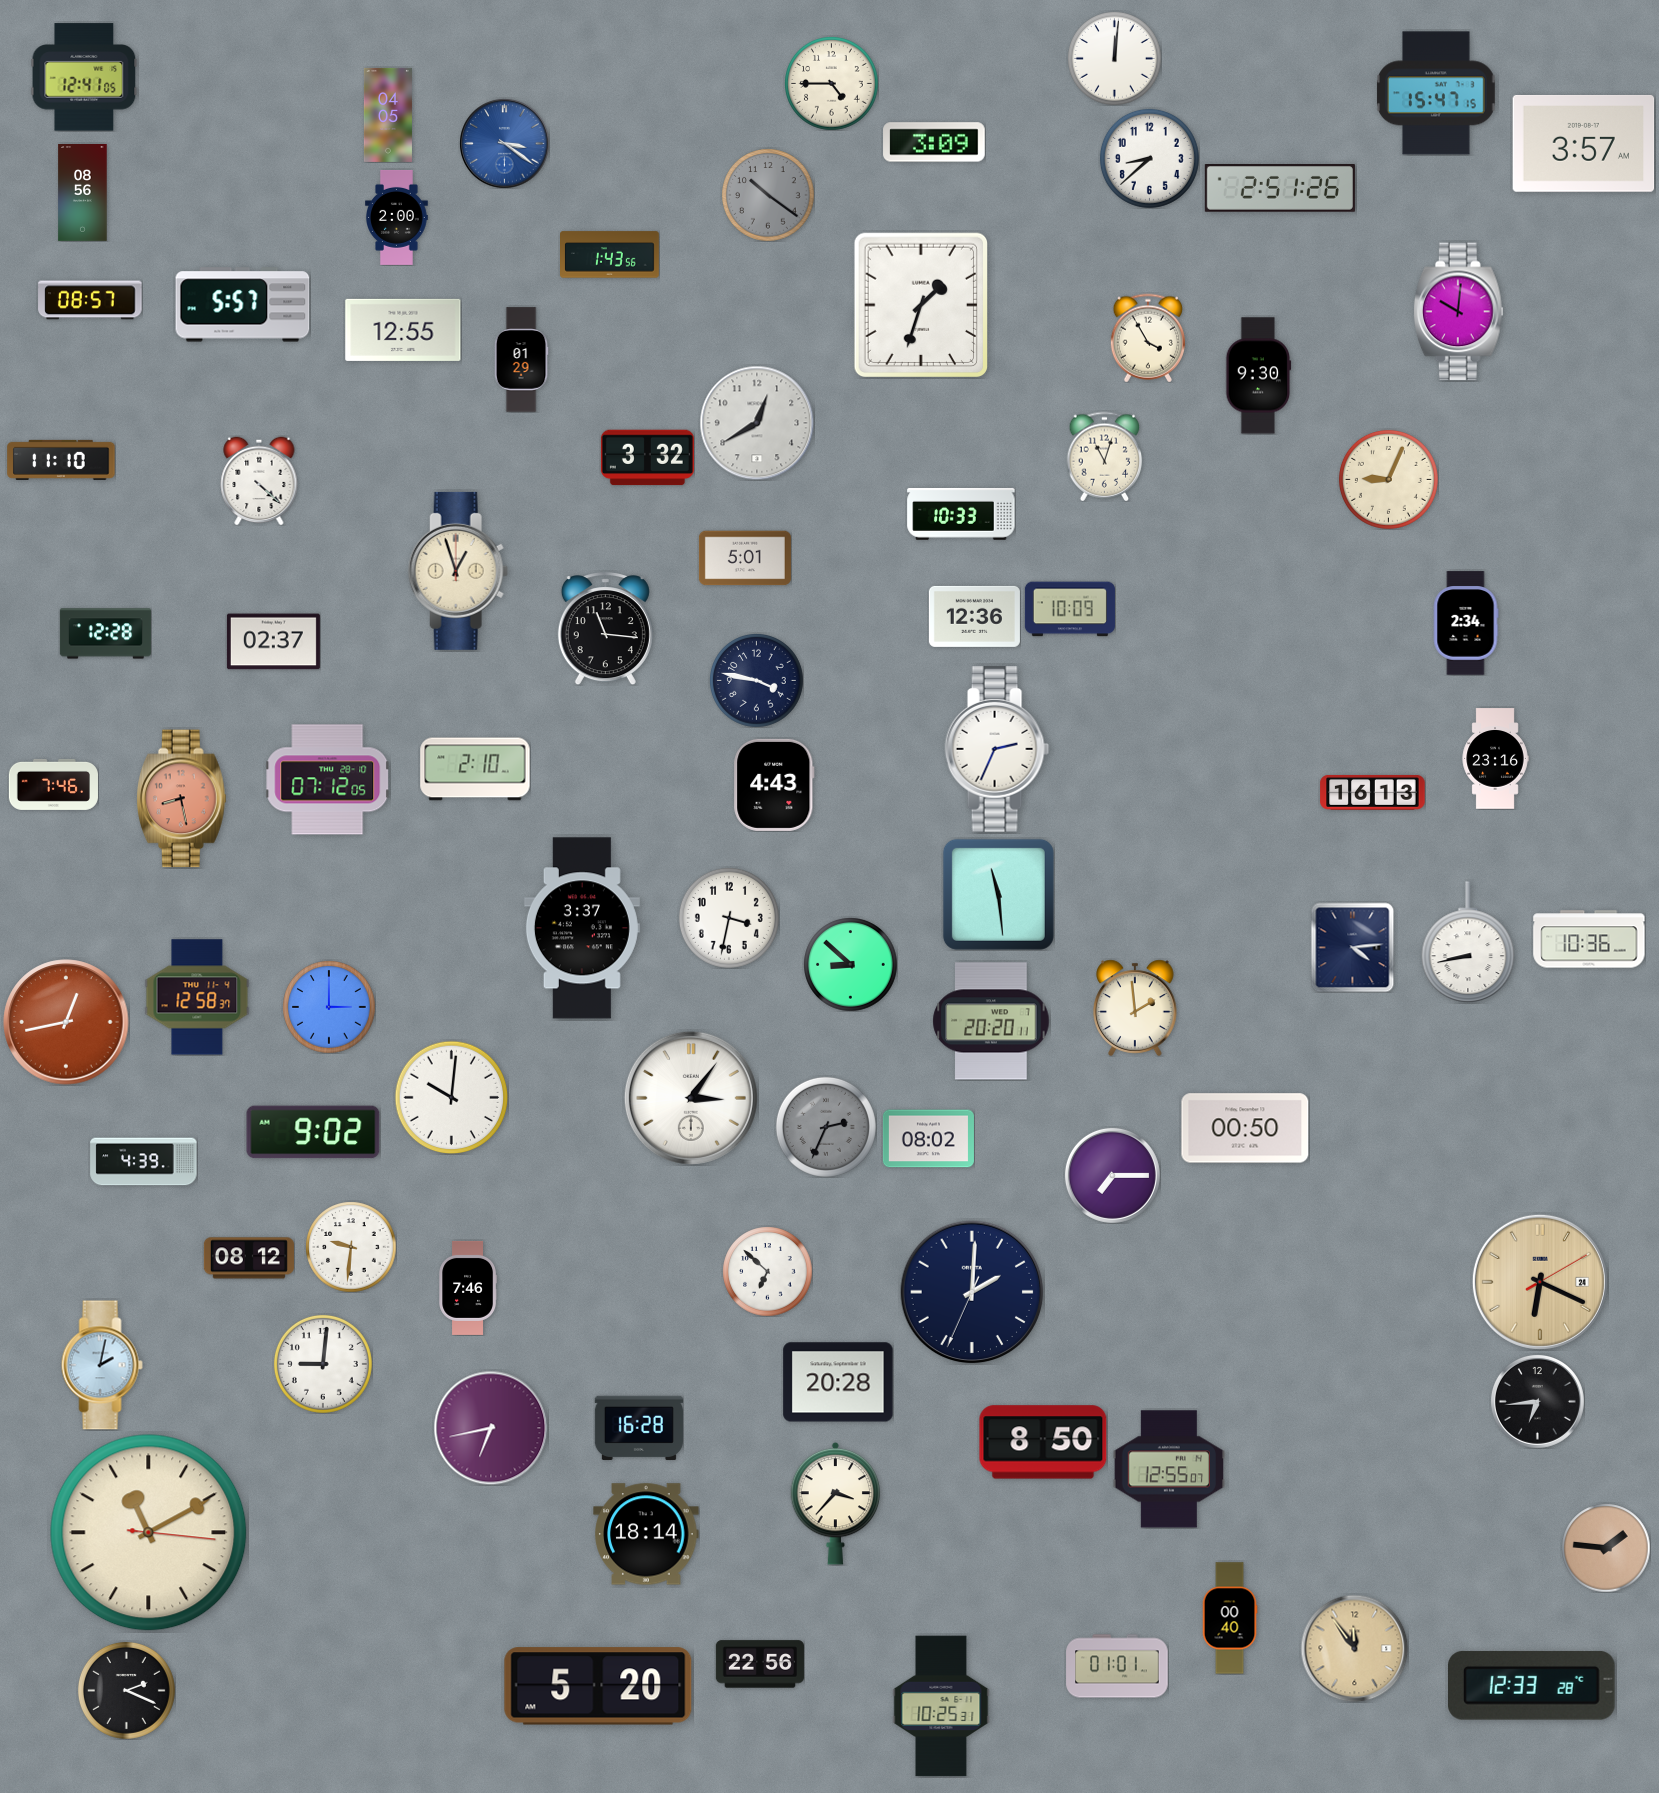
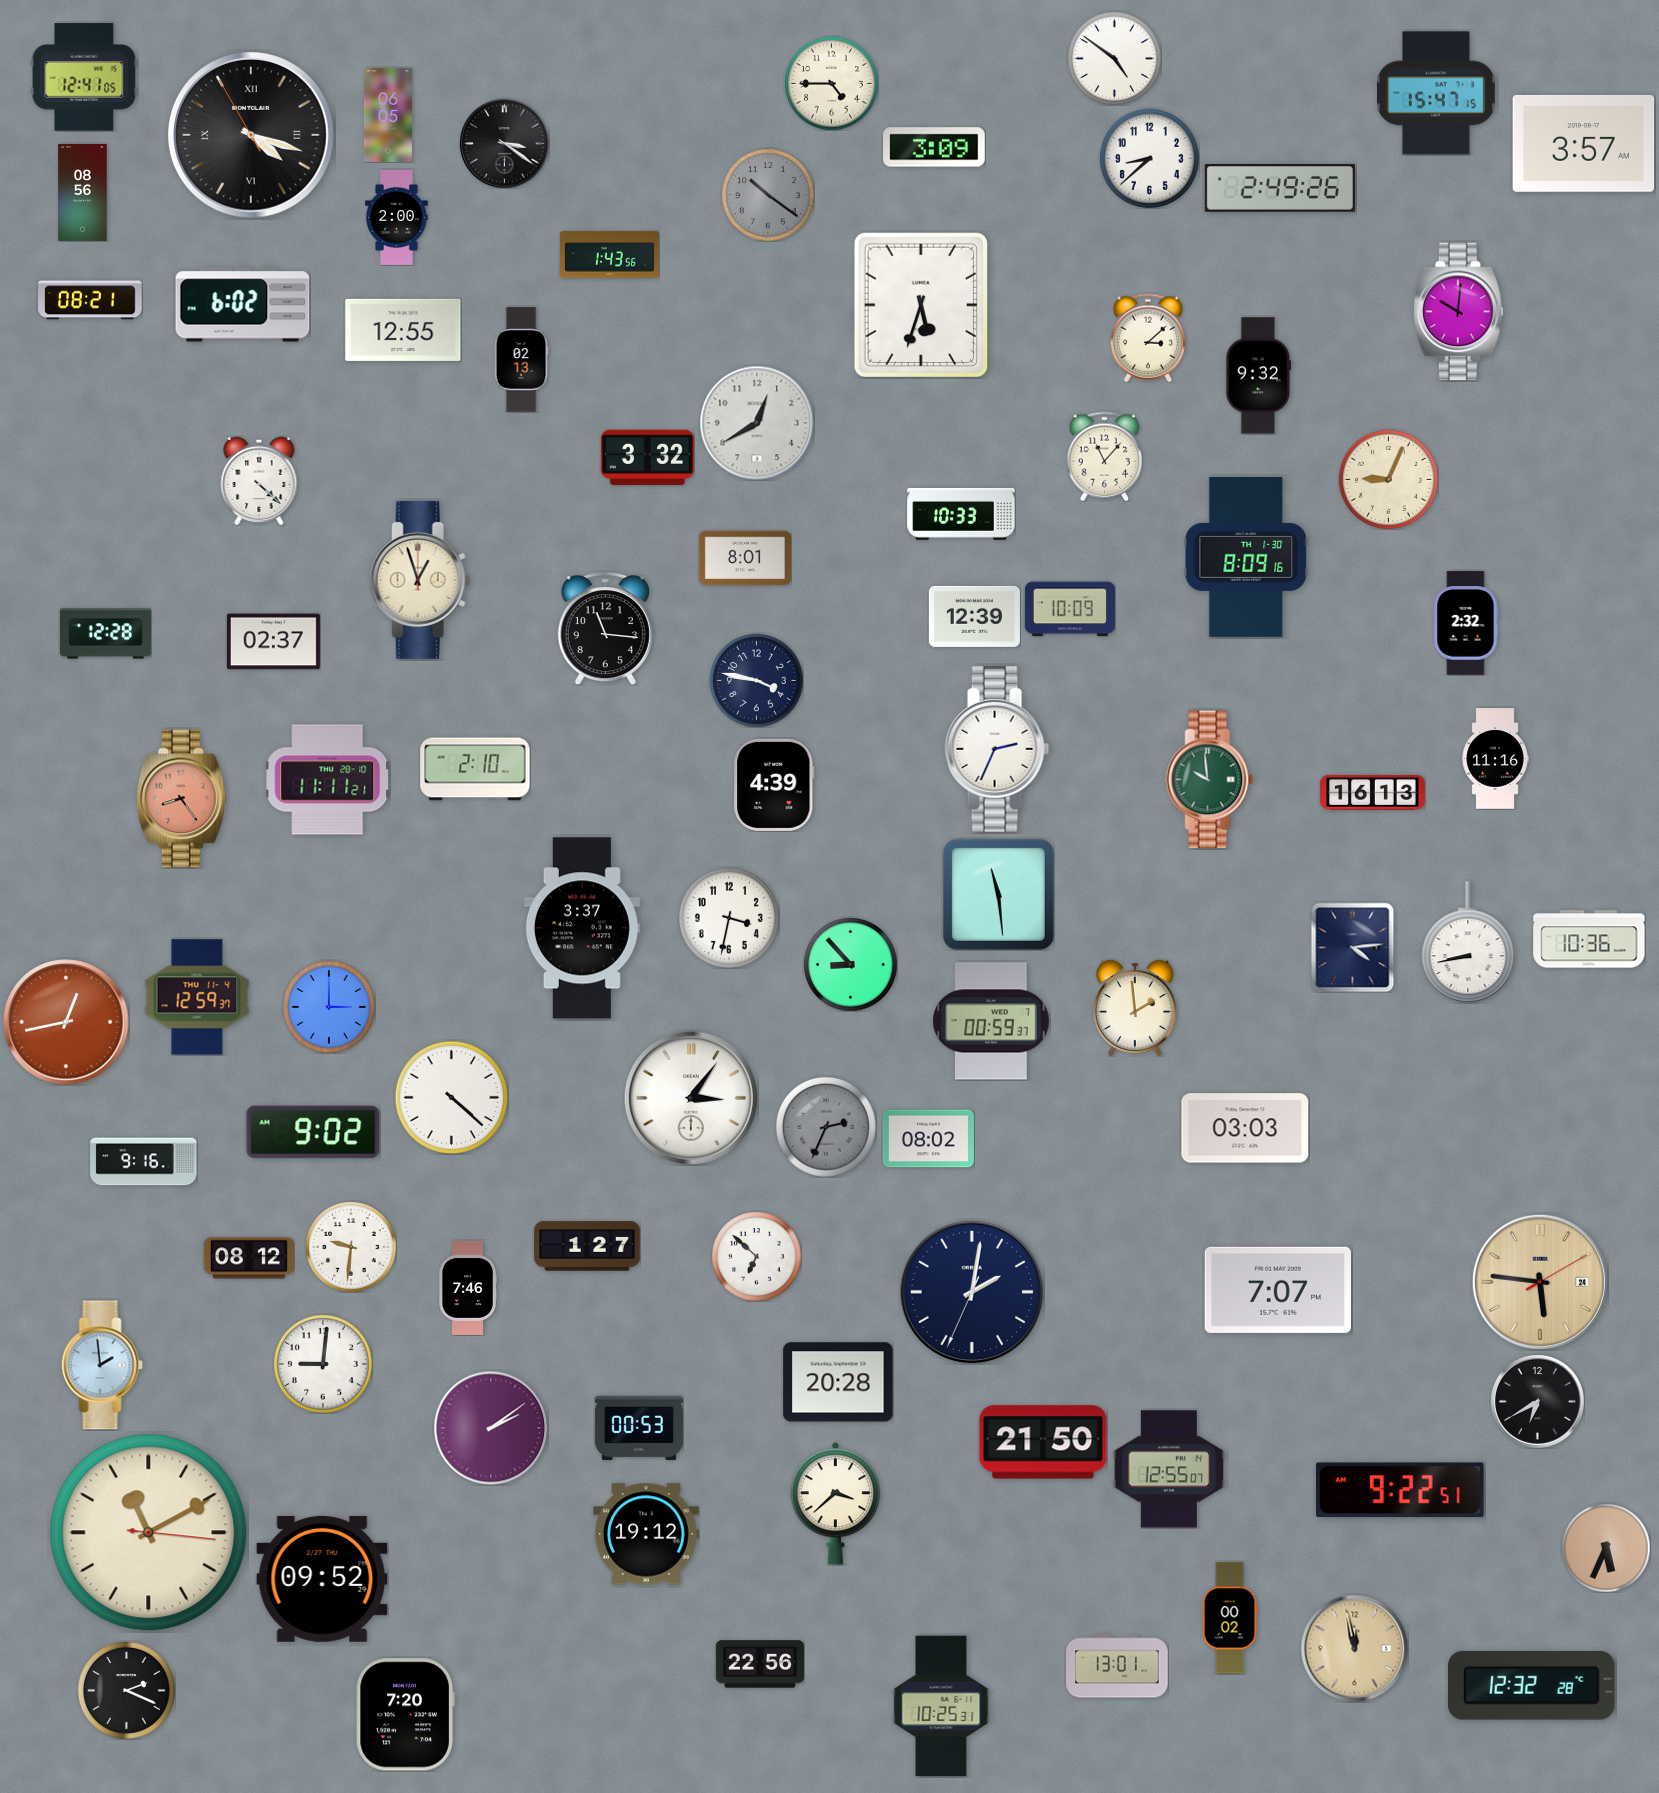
clock at (1115, 59): 12:01 -> 4:51
clock at (388, 115): 04:05 -> 06:05
clock at (251, 135): none -> 4:17
clock at (934, 142) position: (934, 142) -> (934, 147)
clock at (504, 143) dial: blue -> black
clock at (1280, 189): 2:51 -> 2:49
clock at (90, 300): 08:57 -> 08:21
clock at (243, 305): 5:57 -> 6:02
clock at (920, 305): 1:33 -> 5:33
clock at (1148, 338): 3:55 -> 3:08
clock at (521, 360): 01:29 -> 02:13
clock at (1259, 376): 9:30 -> 9:32
clock at (1105, 456): 11:03 -> 11:07
clock at (61, 460): 11:10 -> none
clock at (1246, 557): none -> 8:09
clock at (745, 558): 5:01 -> 8:01
clock at (458, 571) position: (458, 571) -> (420, 580)
clock at (974, 616): 12:36 -> 12:39
clock at (1466, 623): 2:34 -> 2:32
clock at (1495, 759): 23:16 -> 11:16
clock at (328, 780): 07:12 -> 11:11
clock at (1210, 780): none -> 9:59
clock at (53, 784): 7:46 -> none
clock at (774, 785): 4:43 -> 4:39
clock at (182, 799): 8:28 -> 8:24
clock at (851, 965): 8:52 -> 8:53
clock at (197, 997): 12:58 -> 12:59
clock at (991, 1021): 20:20 -> 00:59
clock at (451, 1097): 10:01 -> 4:22
clock at (1245, 1128): 00:50 -> 03:03
clock at (144, 1162): 4:39 -> 9:16
clock at (1112, 1175): 7:15 -> none
clock at (587, 1246): none -> 1:27
clock at (767, 1271) position: (767, 1271) -> (756, 1256)
clock at (1540, 1282): 6:19 -> 5:46
clock at (1278, 1290): none -> 7:07
clock at (972, 1292): 2:00 -> 2:01
clock at (102, 1365): 2:02 -> 1:59
clock at (1537, 1401): 6:44 -> 6:40
clock at (491, 1428): 6:43 -> 2:09
clock at (639, 1428): 16:28 -> 00:53
clock at (1043, 1442): 8:50 -> 21:50
clock at (1401, 1490): none -> 9:22
clock at (836, 1503): 3:37 -> 3:38
clock at (646, 1534): 18:14 -> 19:12
clock at (1606, 1548): 1:46 -> 5:34
clock at (322, 1579): none -> 09:52
clock at (1230, 1618): 00:40 -> 00:02
clock at (1354, 1648): 11:54 -> 11:58
clock at (1117, 1666): 01:01 -> 13:01
clock at (1532, 1685): 12:33 -> 12:32
clock at (598, 1686): 5:20 -> none
clock at (405, 1715): none -> 7:20
